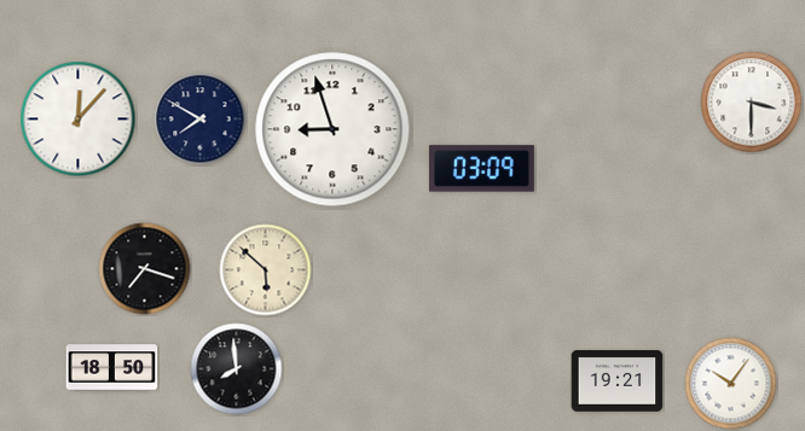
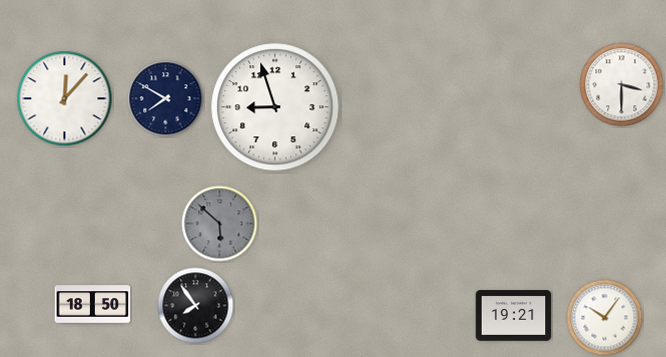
clock at (482, 169): 03:09 -> none
clock at (145, 269): 7:18 -> none
clock at (266, 270) dial: cream -> grey
clock at (237, 369): 7:59 -> 7:54
clock at (618, 382) position: (618, 382) -> (514, 316)
